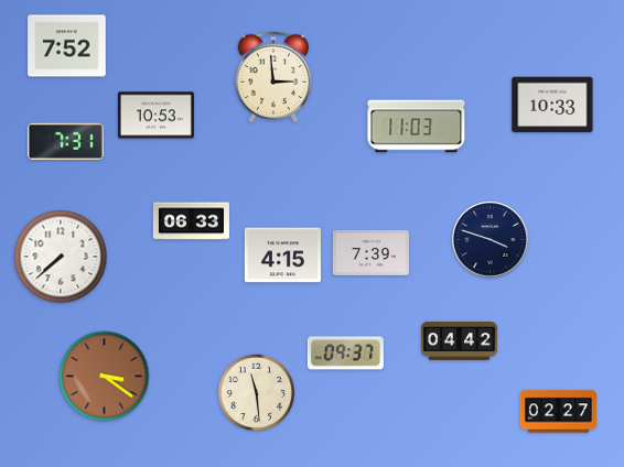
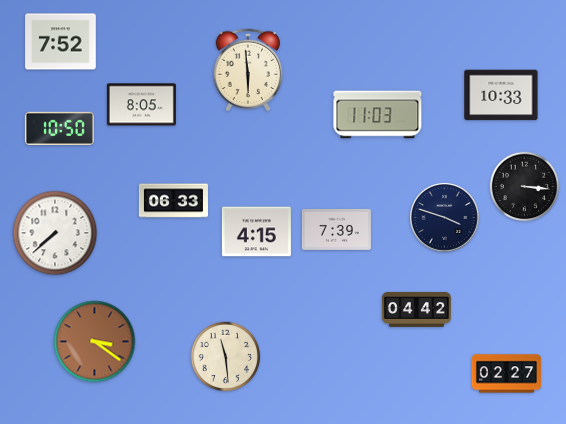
clock at (273, 77): 2:59 -> 5:59
clock at (155, 116): 10:53 -> 8:05
clock at (65, 141): 7:31 -> 10:50
clock at (525, 187): none -> 3:16
clock at (345, 354): 09:37 -> none
clock at (257, 393) position: (257, 393) -> (226, 357)
